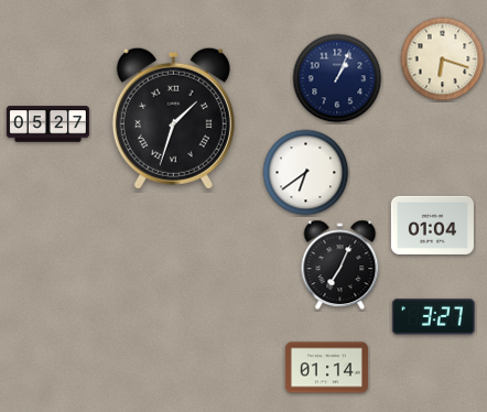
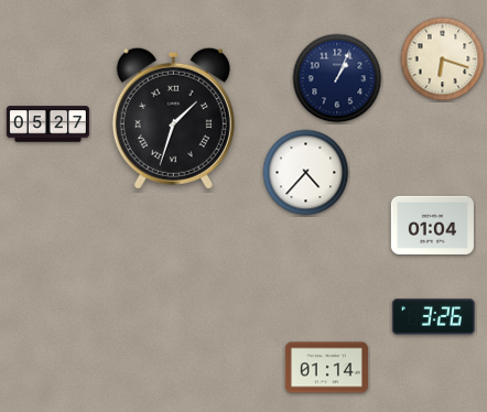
clock at (306, 173): 6:39 -> 4:37
clock at (340, 265): 7:04 -> none
clock at (433, 317): 3:27 -> 3:26
